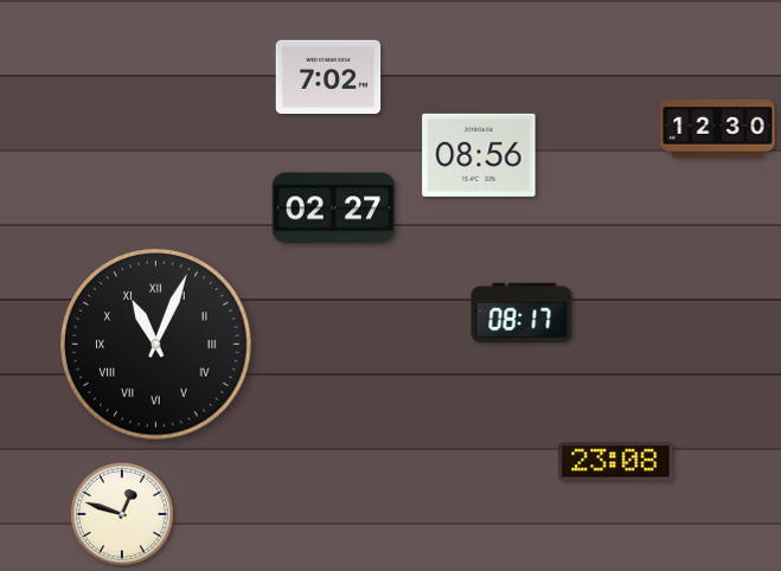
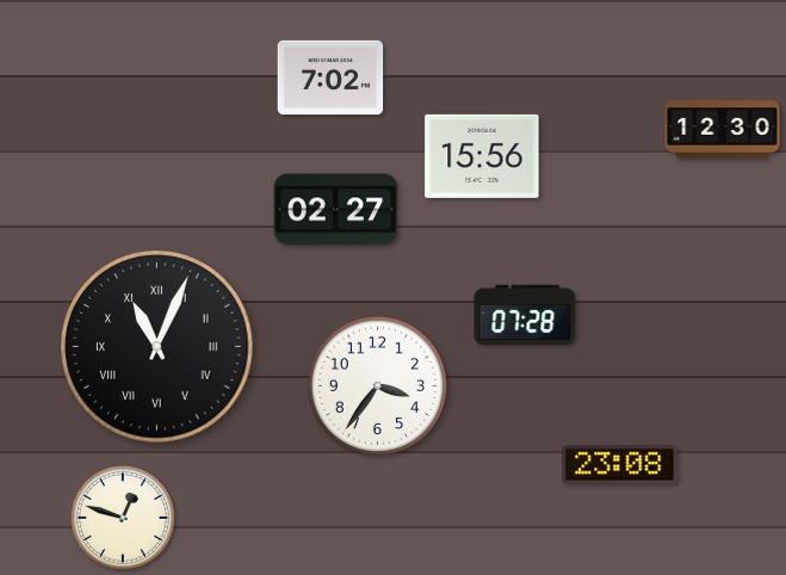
clock at (479, 155): 08:56 -> 15:56
clock at (521, 313): 08:17 -> 07:28
clock at (377, 385): none -> 3:36
